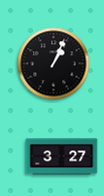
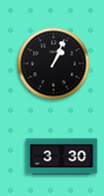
clock at (62, 157): 3:27 -> 3:30
